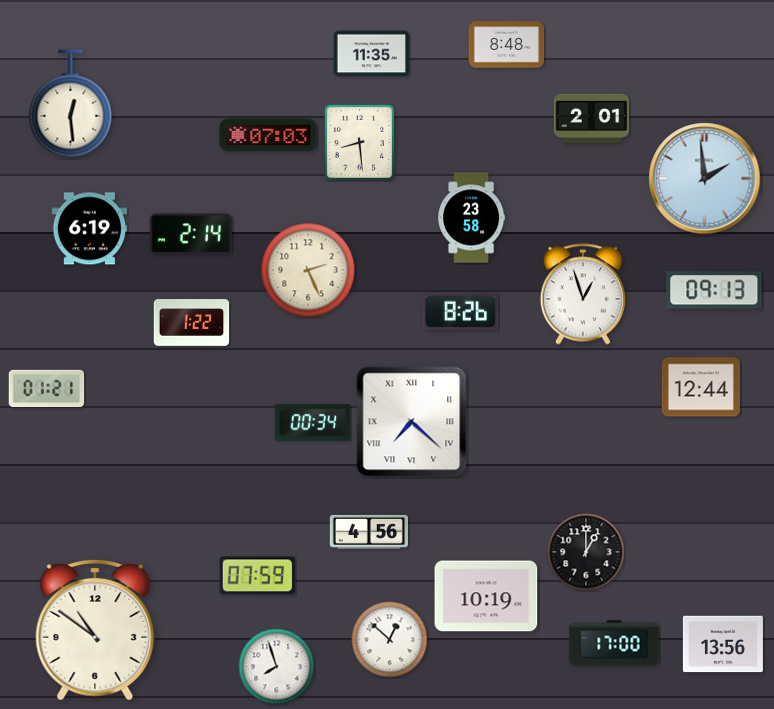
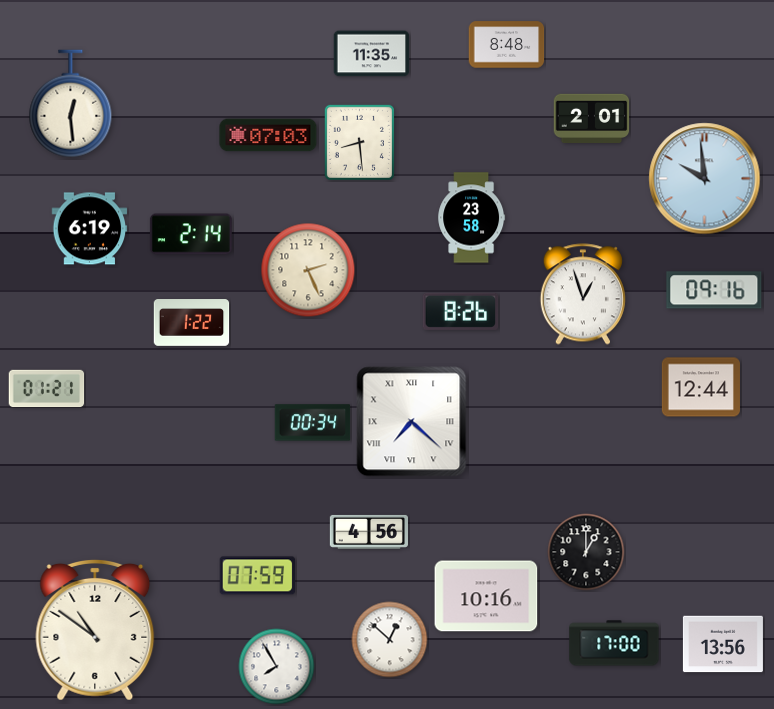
clock at (705, 179): 1:59 -> 9:59
clock at (714, 290): 09:13 -> 09:16
clock at (486, 596): 10:19 -> 10:16
clock at (277, 667): 7:57 -> 7:55
